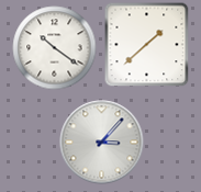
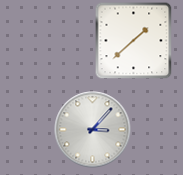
clock at (55, 48): 10:21 -> none
